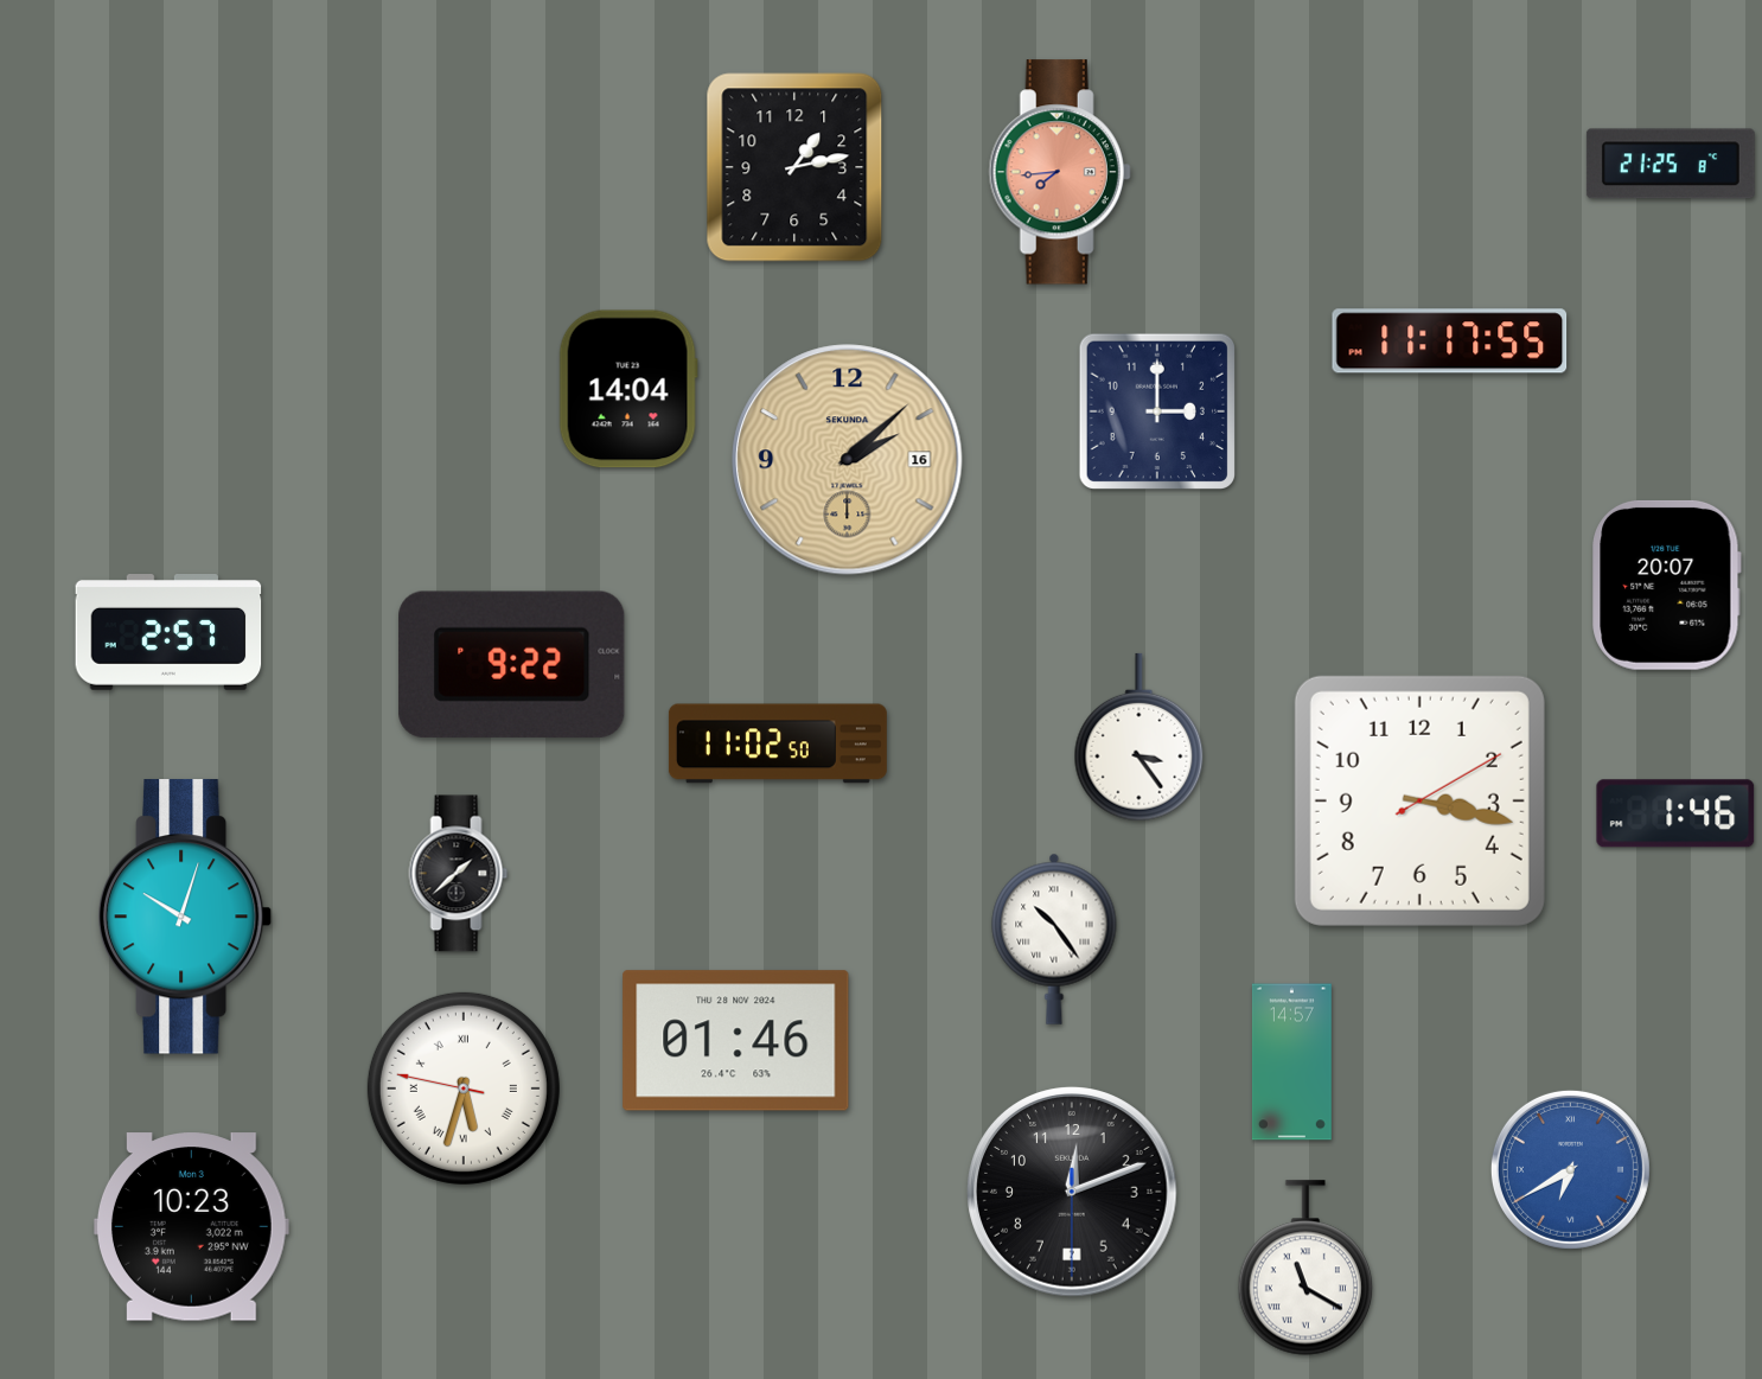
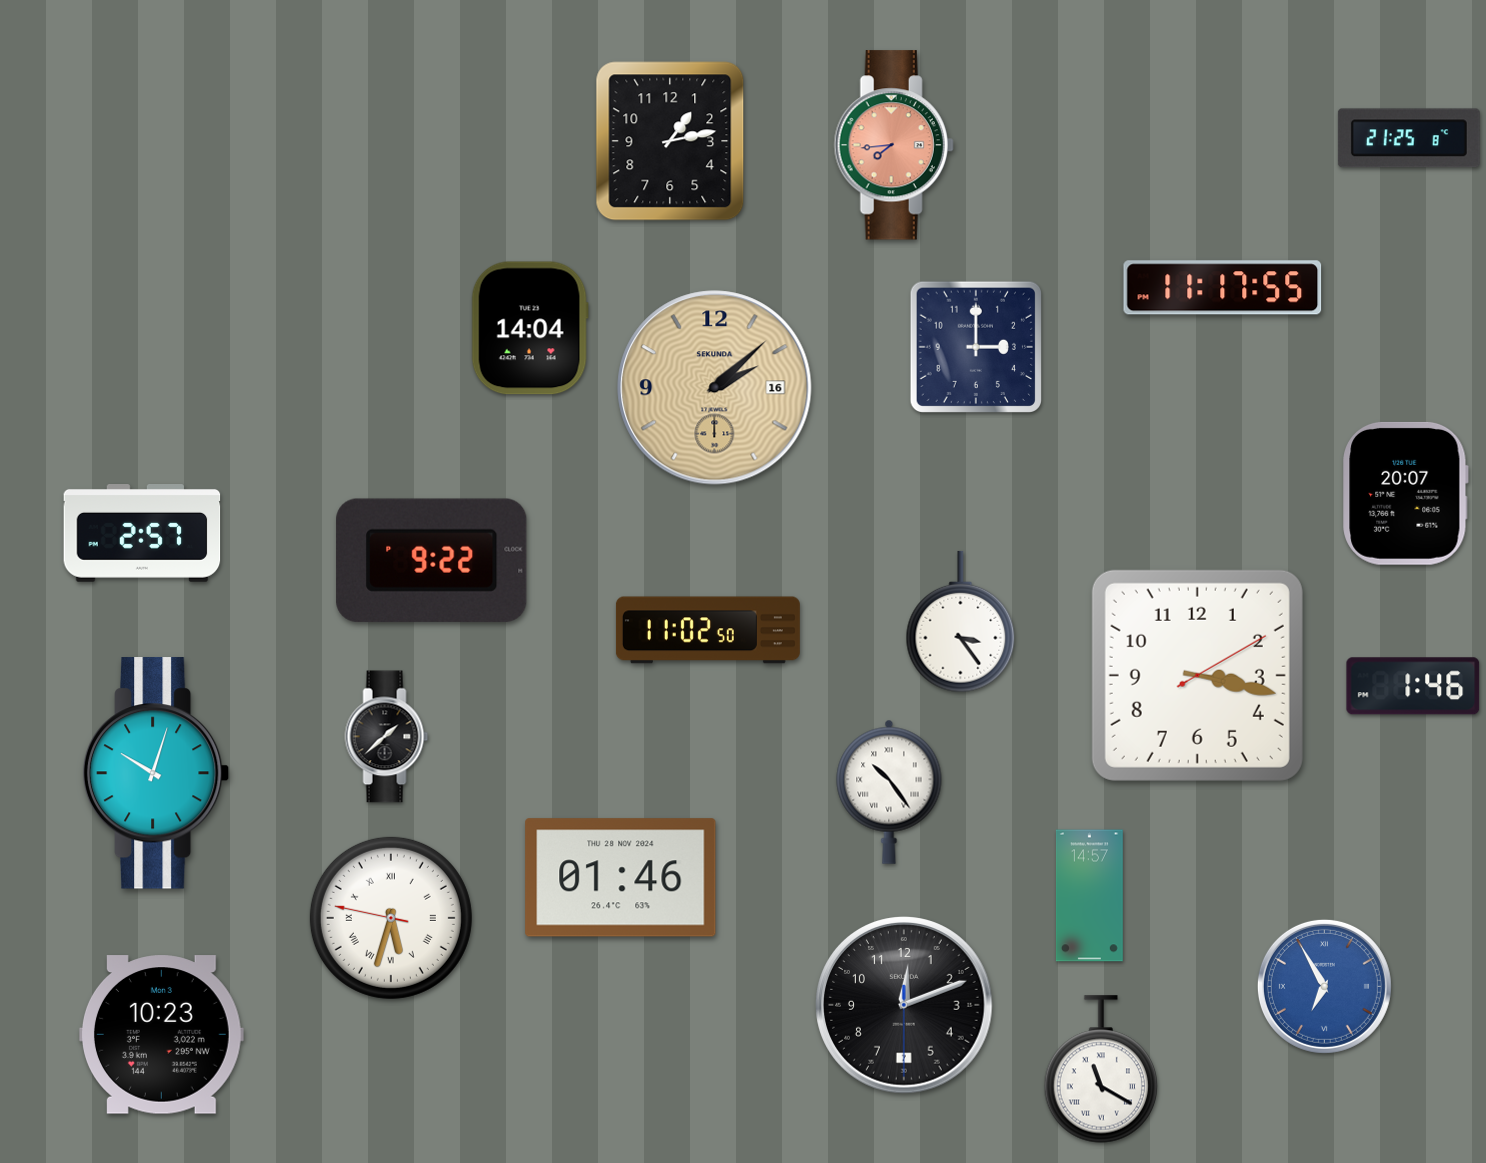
clock at (778, 743) position: (778, 743) -> (708, 630)
clock at (1570, 1169): 6:40 -> 6:55
